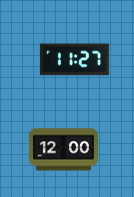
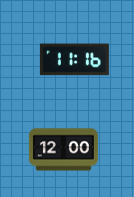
clock at (74, 60): 11:27 -> 11:16
